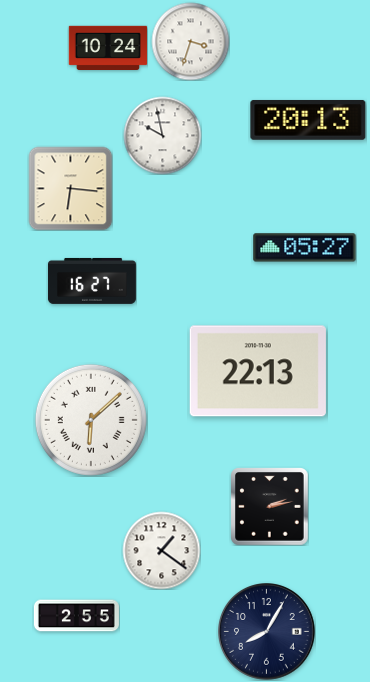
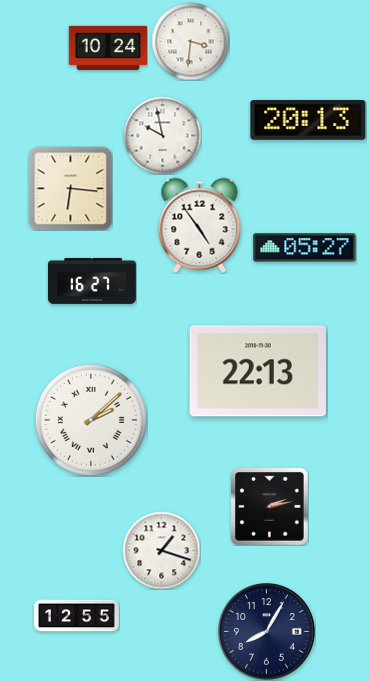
clock at (190, 41): 3:33 -> 3:31
clock at (200, 225): none -> 4:54
clock at (91, 420): 6:08 -> 2:08
clock at (161, 550): 1:21 -> 1:18
clock at (76, 616): 2:55 -> 12:55
